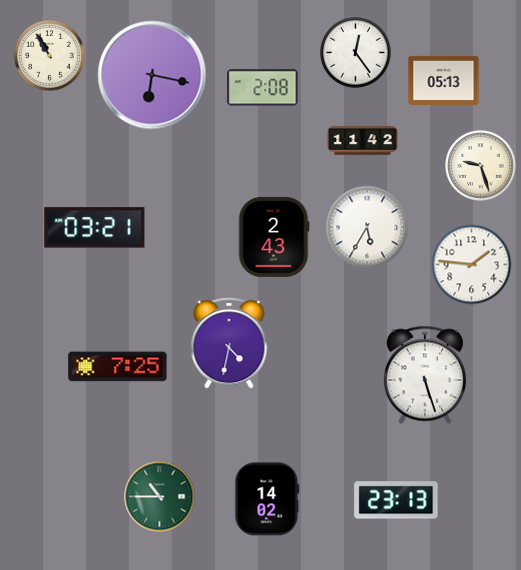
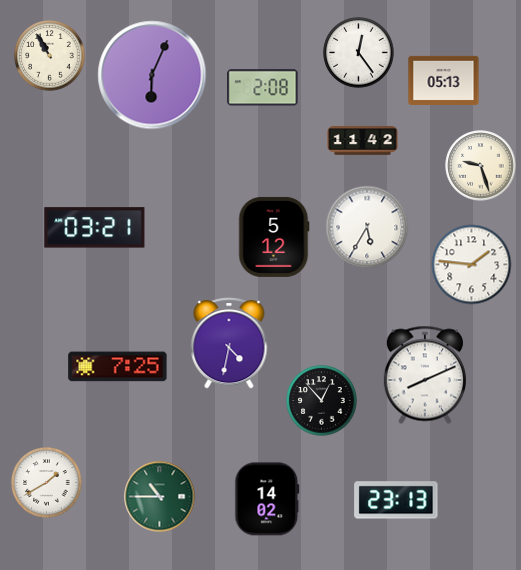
clock at (356, 53) position: (356, 53) -> (359, 53)
clock at (152, 75): 6:17 -> 6:04
clock at (274, 237): 2:43 -> 5:12
clock at (425, 375): 5:27 -> 8:11
clock at (322, 401): none -> 12:53
clock at (47, 483): none -> 1:40
